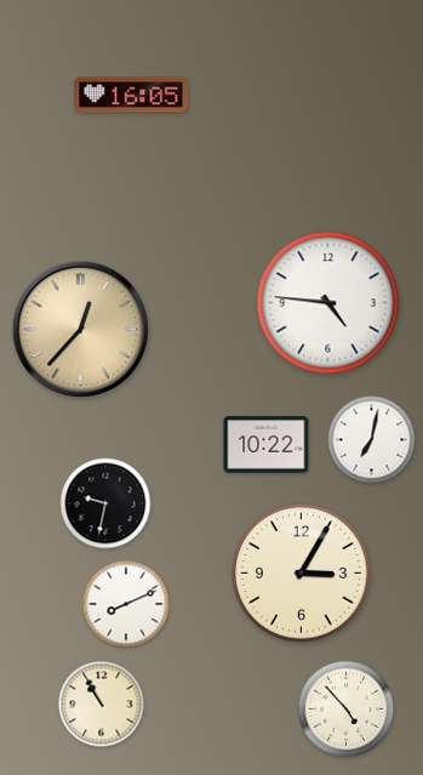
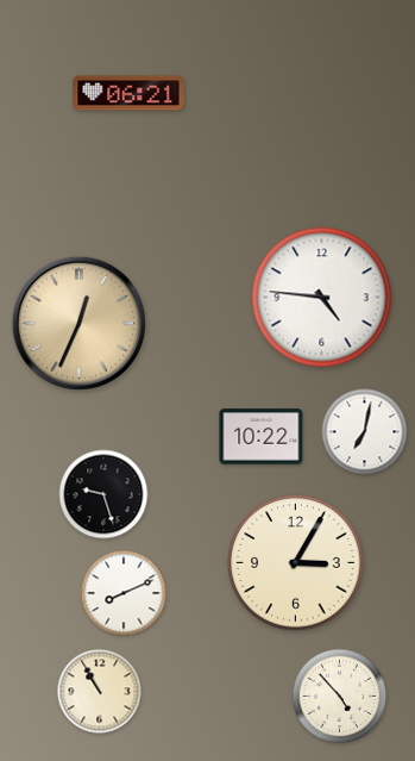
clock at (131, 95): 16:05 -> 06:21
clock at (80, 329): 12:37 -> 12:34
clock at (105, 503): 9:32 -> 9:27
